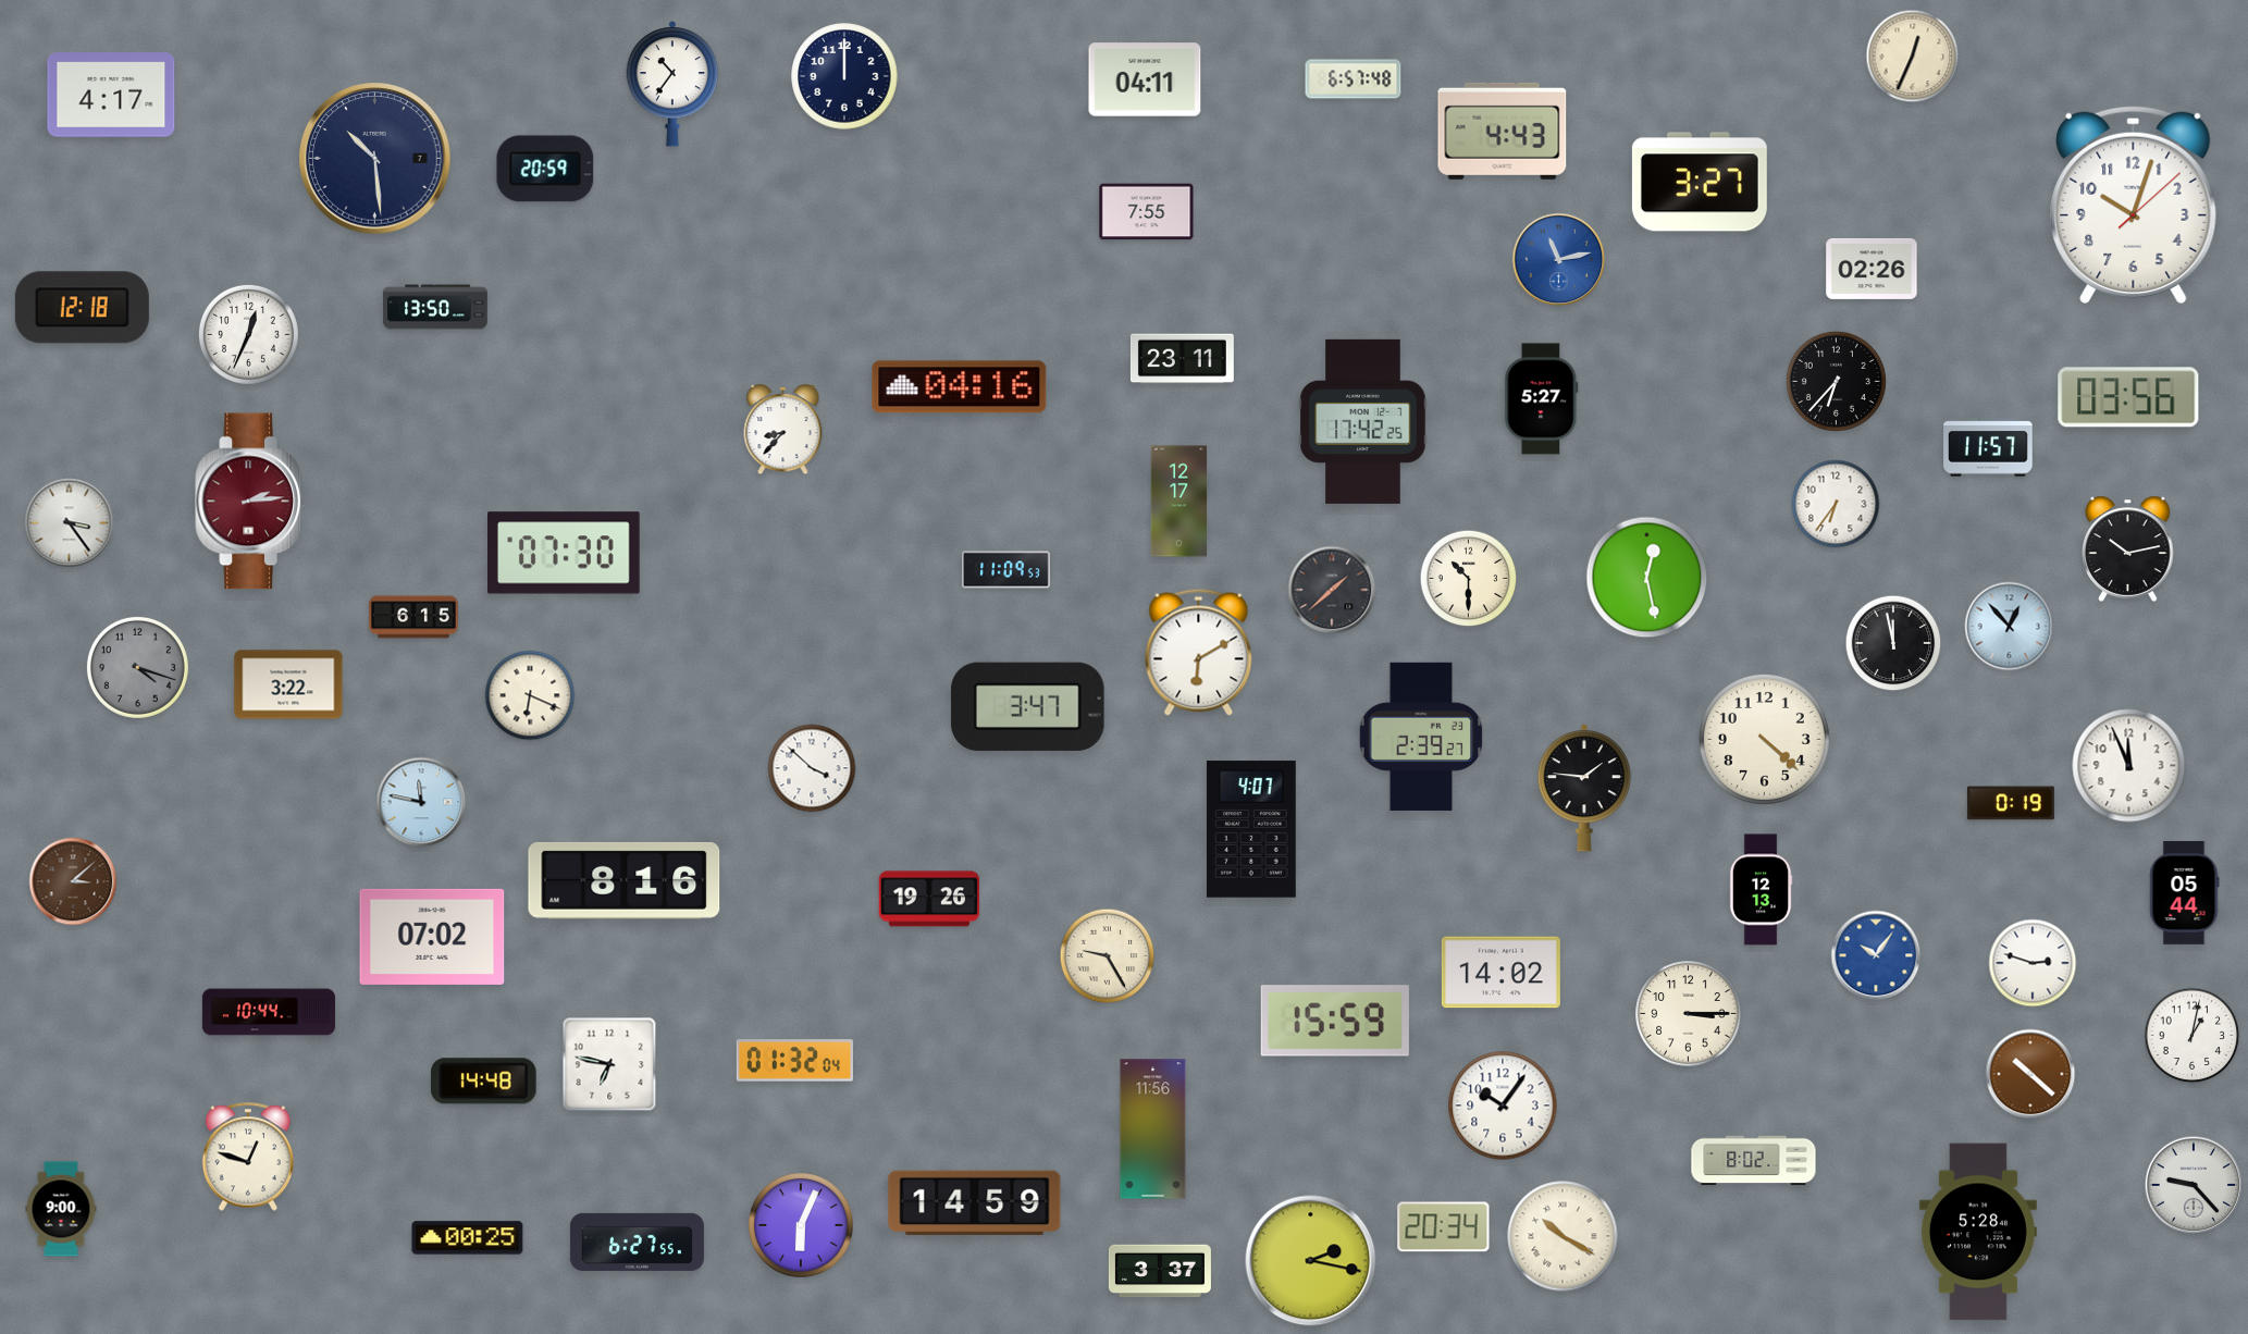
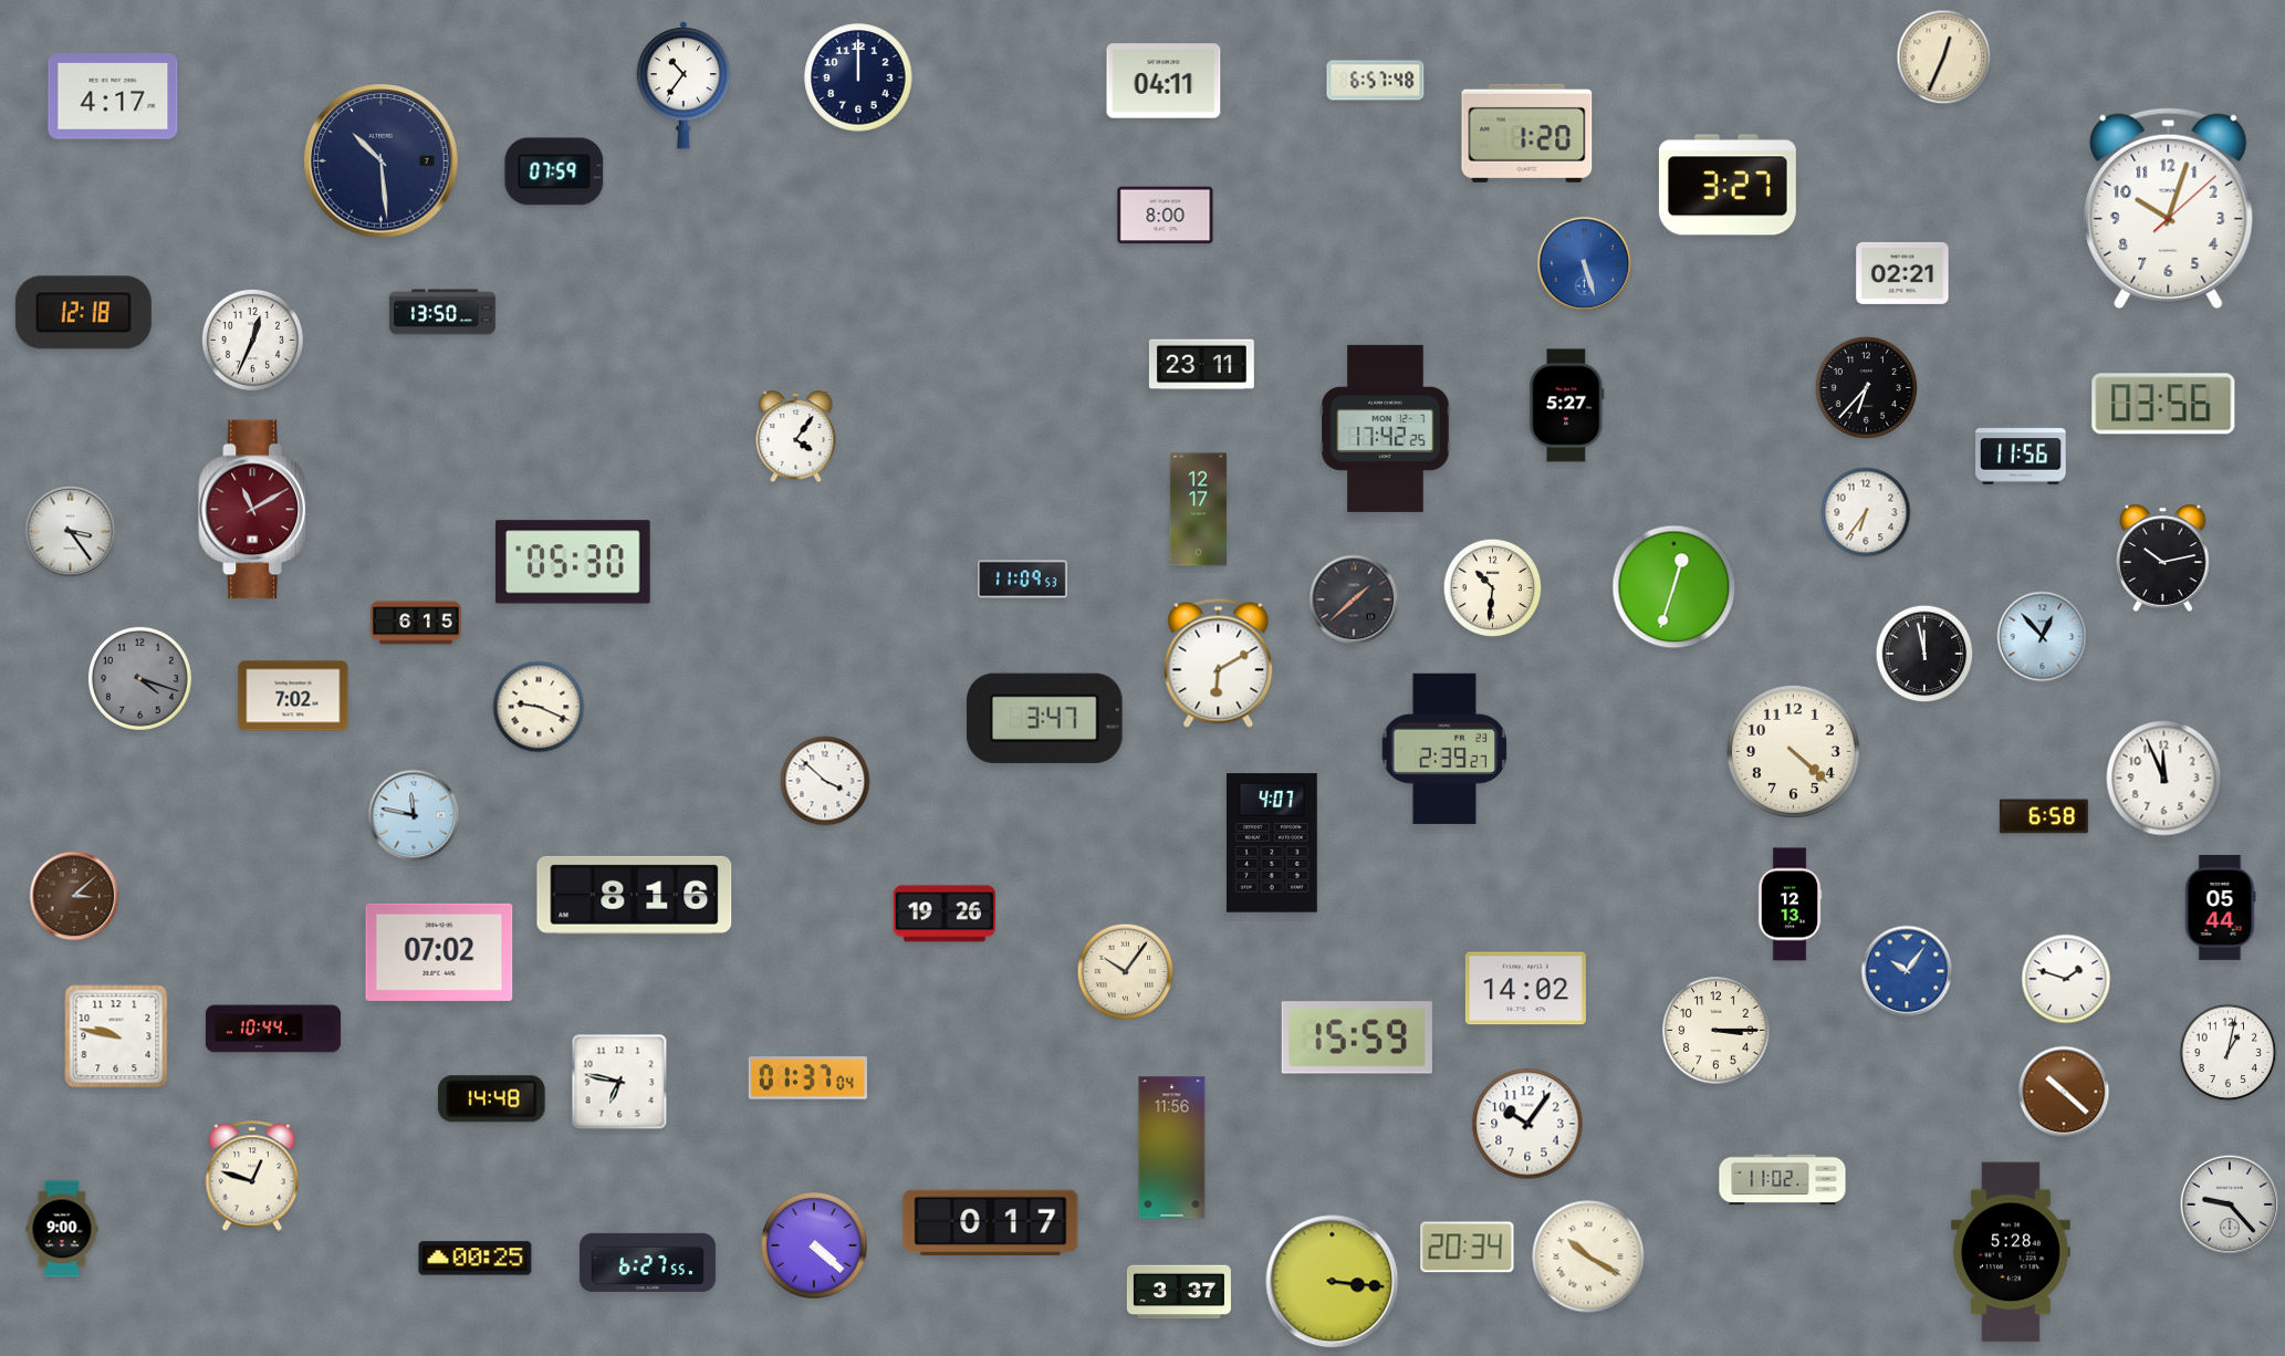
clock at (1503, 131): 4:43 -> 1:20
clock at (545, 169): 20:59 -> 07:59
clock at (1147, 212): 7:55 -> 8:00
clock at (1559, 260): 11:13 -> 5:27
clock at (1872, 269): 02:26 -> 02:21
clock at (960, 387): 04:16 -> none
clock at (783, 430): 8:37 -> 4:06
clock at (1988, 447): 11:57 -> 11:56
clock at (250, 502): 2:14 -> 11:10
clock at (565, 553): 07:30 -> 05:30
clock at (1647, 578): 12:28 -> 12:33
clock at (1469, 579): 10:30 -> 10:31
clock at (413, 617) position: (413, 617) -> (416, 623)
clock at (288, 684): 3:22 -> 7:02
clock at (530, 695): 6:19 -> 9:19
clock at (1584, 788): 1:46 -> none
clock at (421, 802) position: (421, 802) -> (414, 815)
clock at (2011, 803): 0:19 -> 6:58
clock at (1108, 956): 9:25 -> 10:06
clock at (2033, 963): 2:48 -> 1:48
clock at (116, 1036): none -> 9:47
clock at (794, 1061): 01:32 -> 01:37
clock at (1754, 1161): 8:02 -> 11:02
clock at (975, 1202): 14:59 -> 0:17
clock at (801, 1225): 6:04 -> 4:22
clock at (1311, 1261): 2:17 -> 3:16
